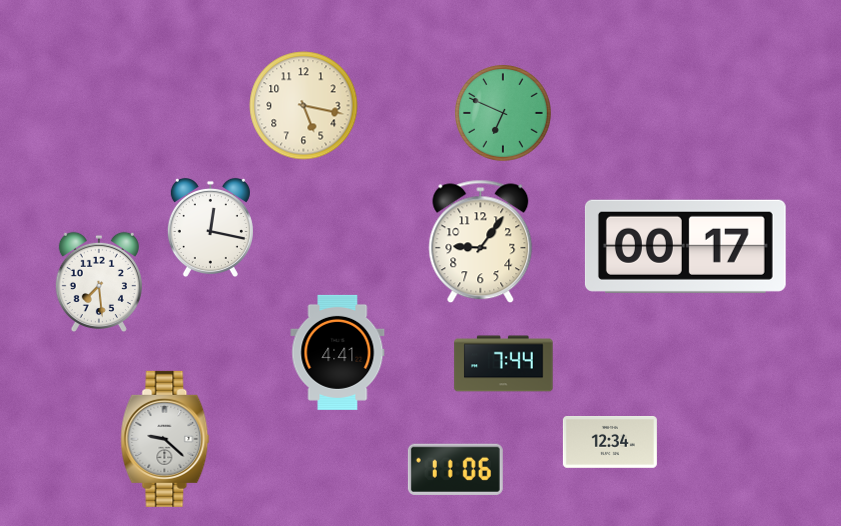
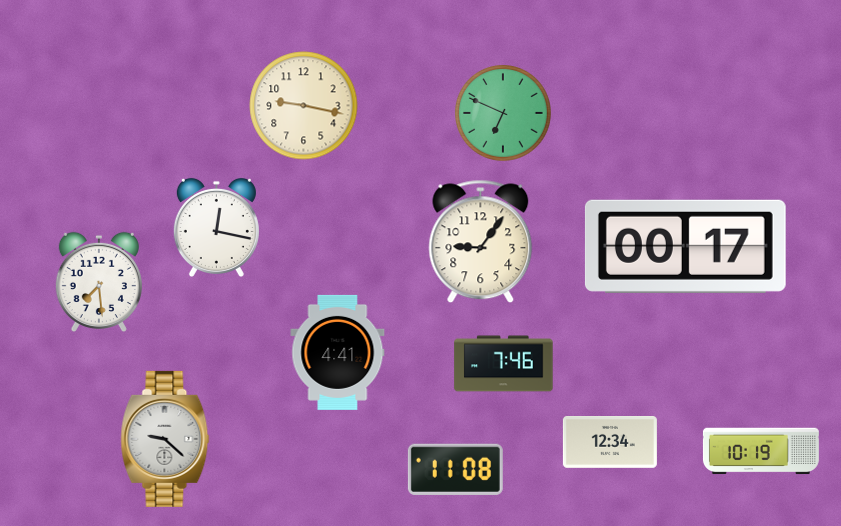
clock at (304, 106): 5:17 -> 9:17
clock at (210, 227) position: (210, 227) -> (216, 227)
clock at (504, 364): 7:44 -> 7:46
clock at (761, 451): none -> 10:19
clock at (455, 469): 11:06 -> 11:08
